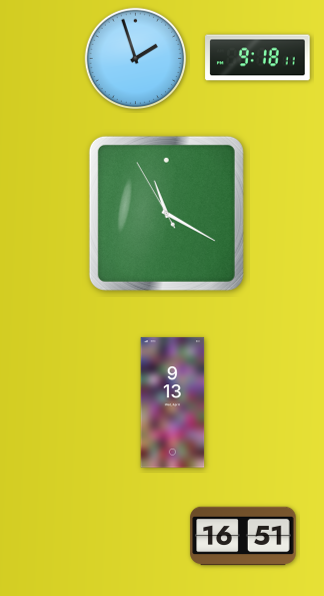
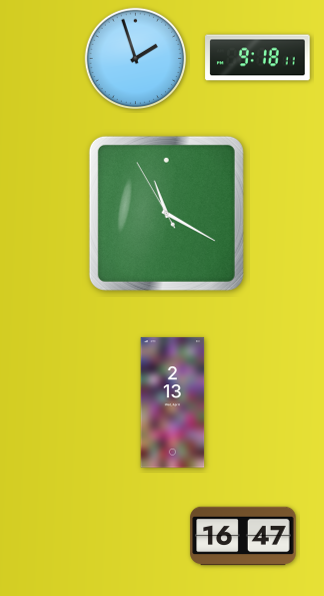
clock at (173, 403): 9:13 -> 2:13
clock at (243, 536): 16:51 -> 16:47
